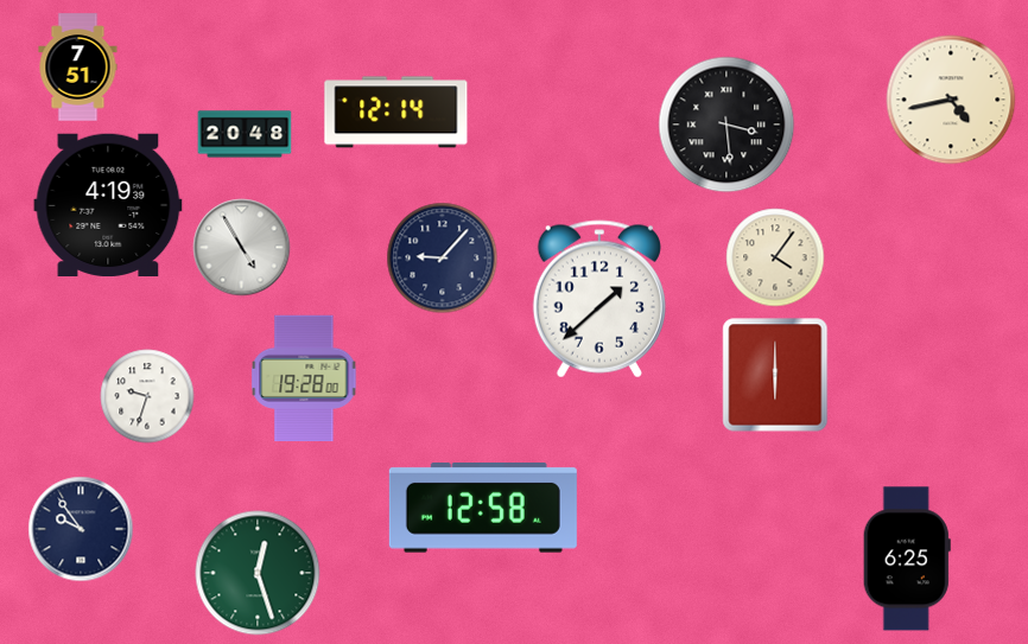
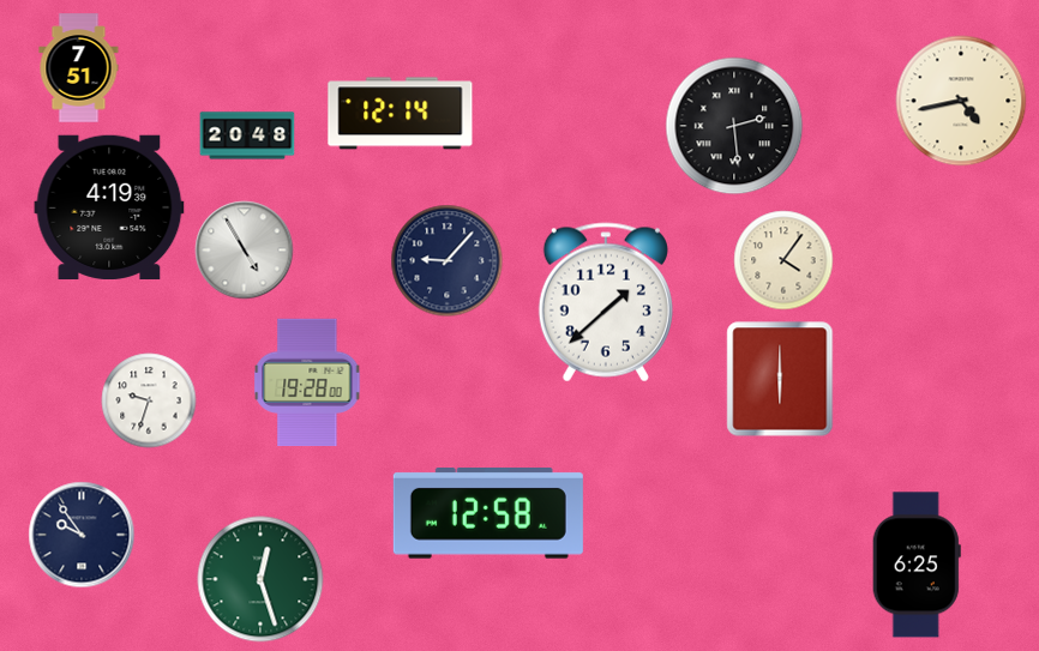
clock at (726, 125): 3:29 -> 2:29
clock at (775, 375) position: (775, 375) -> (780, 379)
